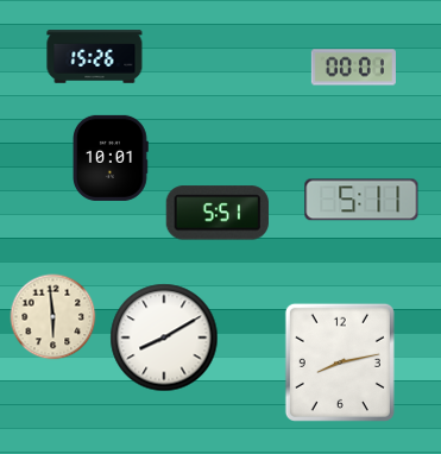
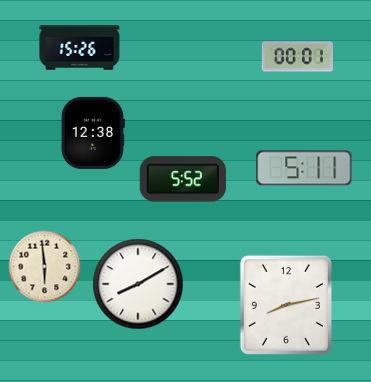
clock at (112, 158): 10:01 -> 12:38
clock at (218, 213): 5:51 -> 5:52
